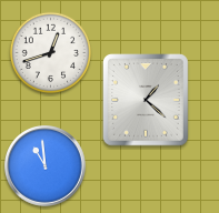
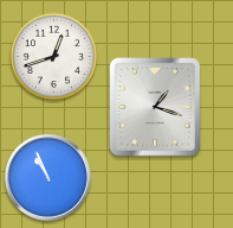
clock at (147, 100): 1:22 -> 1:18
clock at (46, 166): 10:59 -> 10:56
